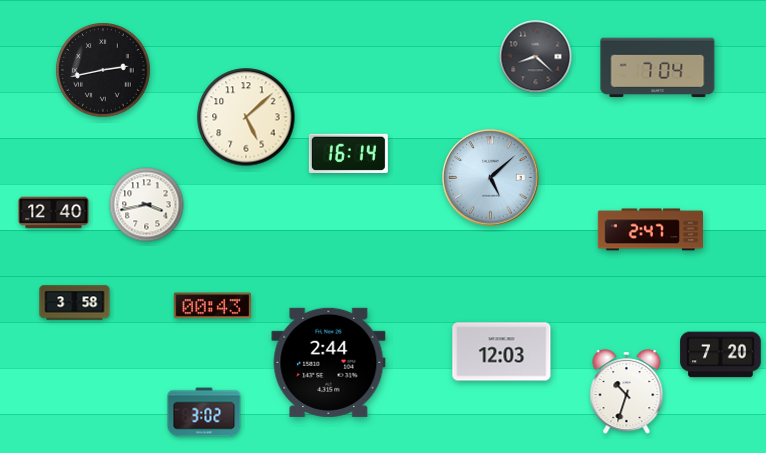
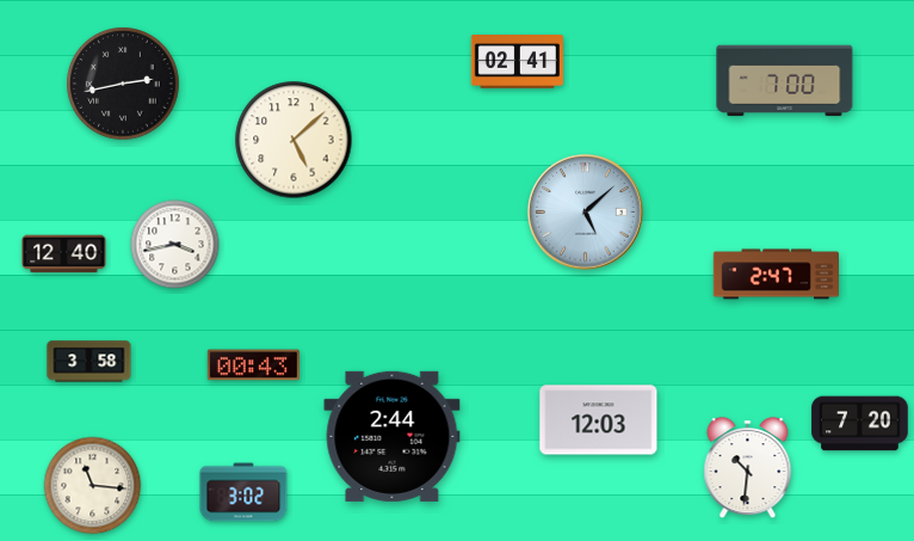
clock at (517, 62): none -> 02:41
clock at (536, 57): 8:22 -> none
clock at (658, 68): 7:04 -> 7:00
clock at (348, 153): 16:14 -> none
clock at (329, 362) position: (329, 362) -> (393, 436)
clock at (627, 392): 10:33 -> 10:31
clock at (93, 486): none -> 11:16
